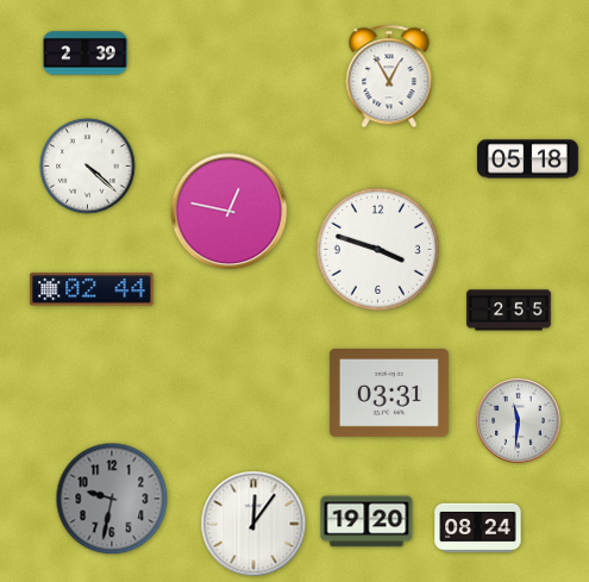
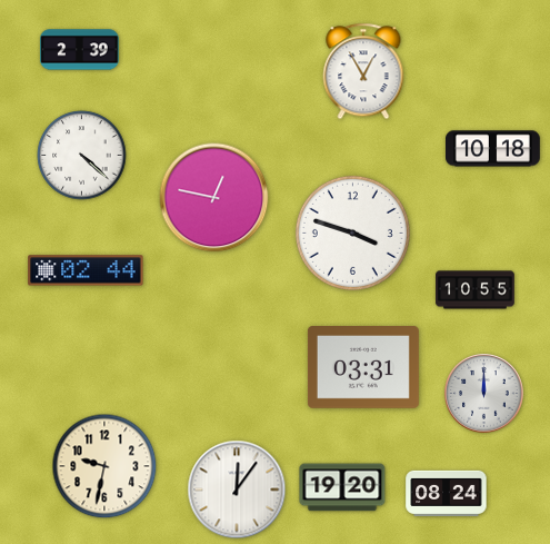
clock at (527, 159): 05:18 -> 10:18
clock at (509, 311): 2:55 -> 10:55
clock at (519, 421): 11:31 -> 12:00
clock at (112, 499) dial: grey -> cream
